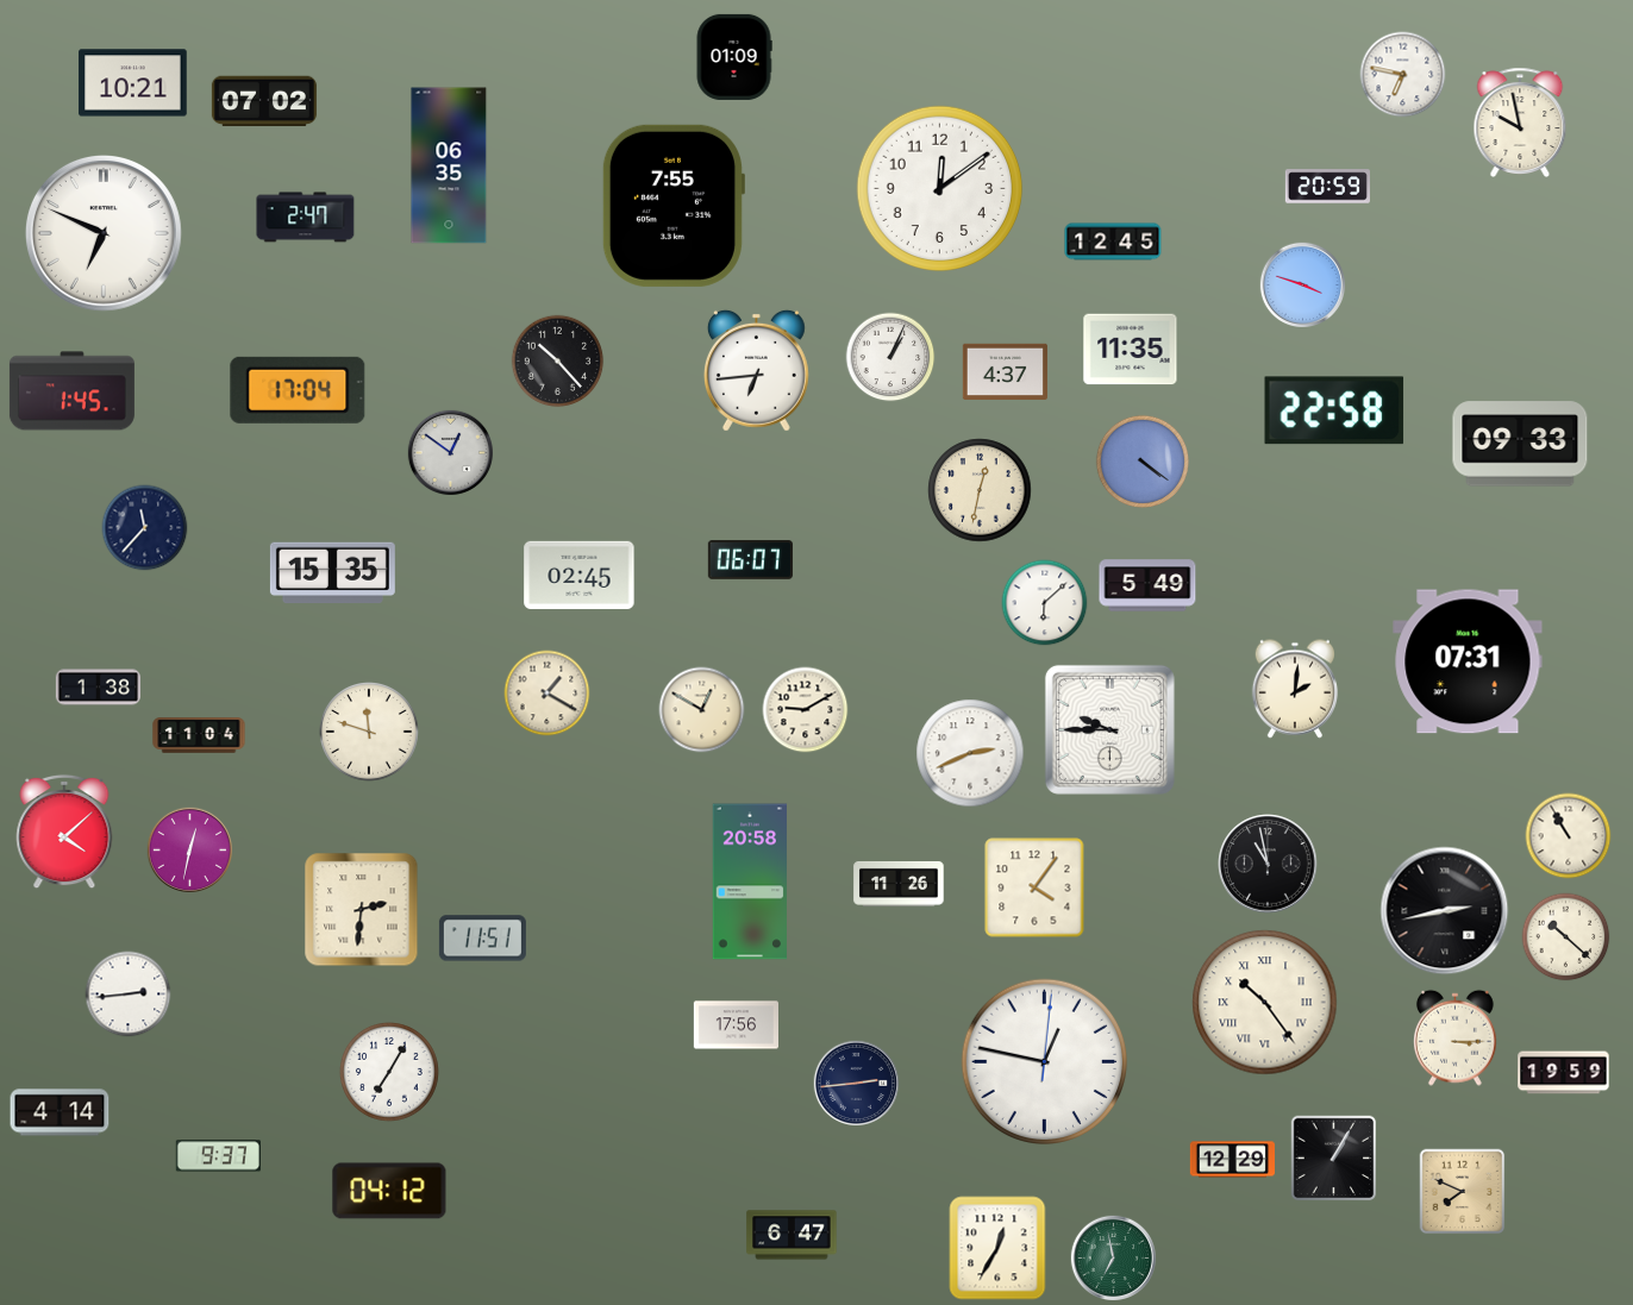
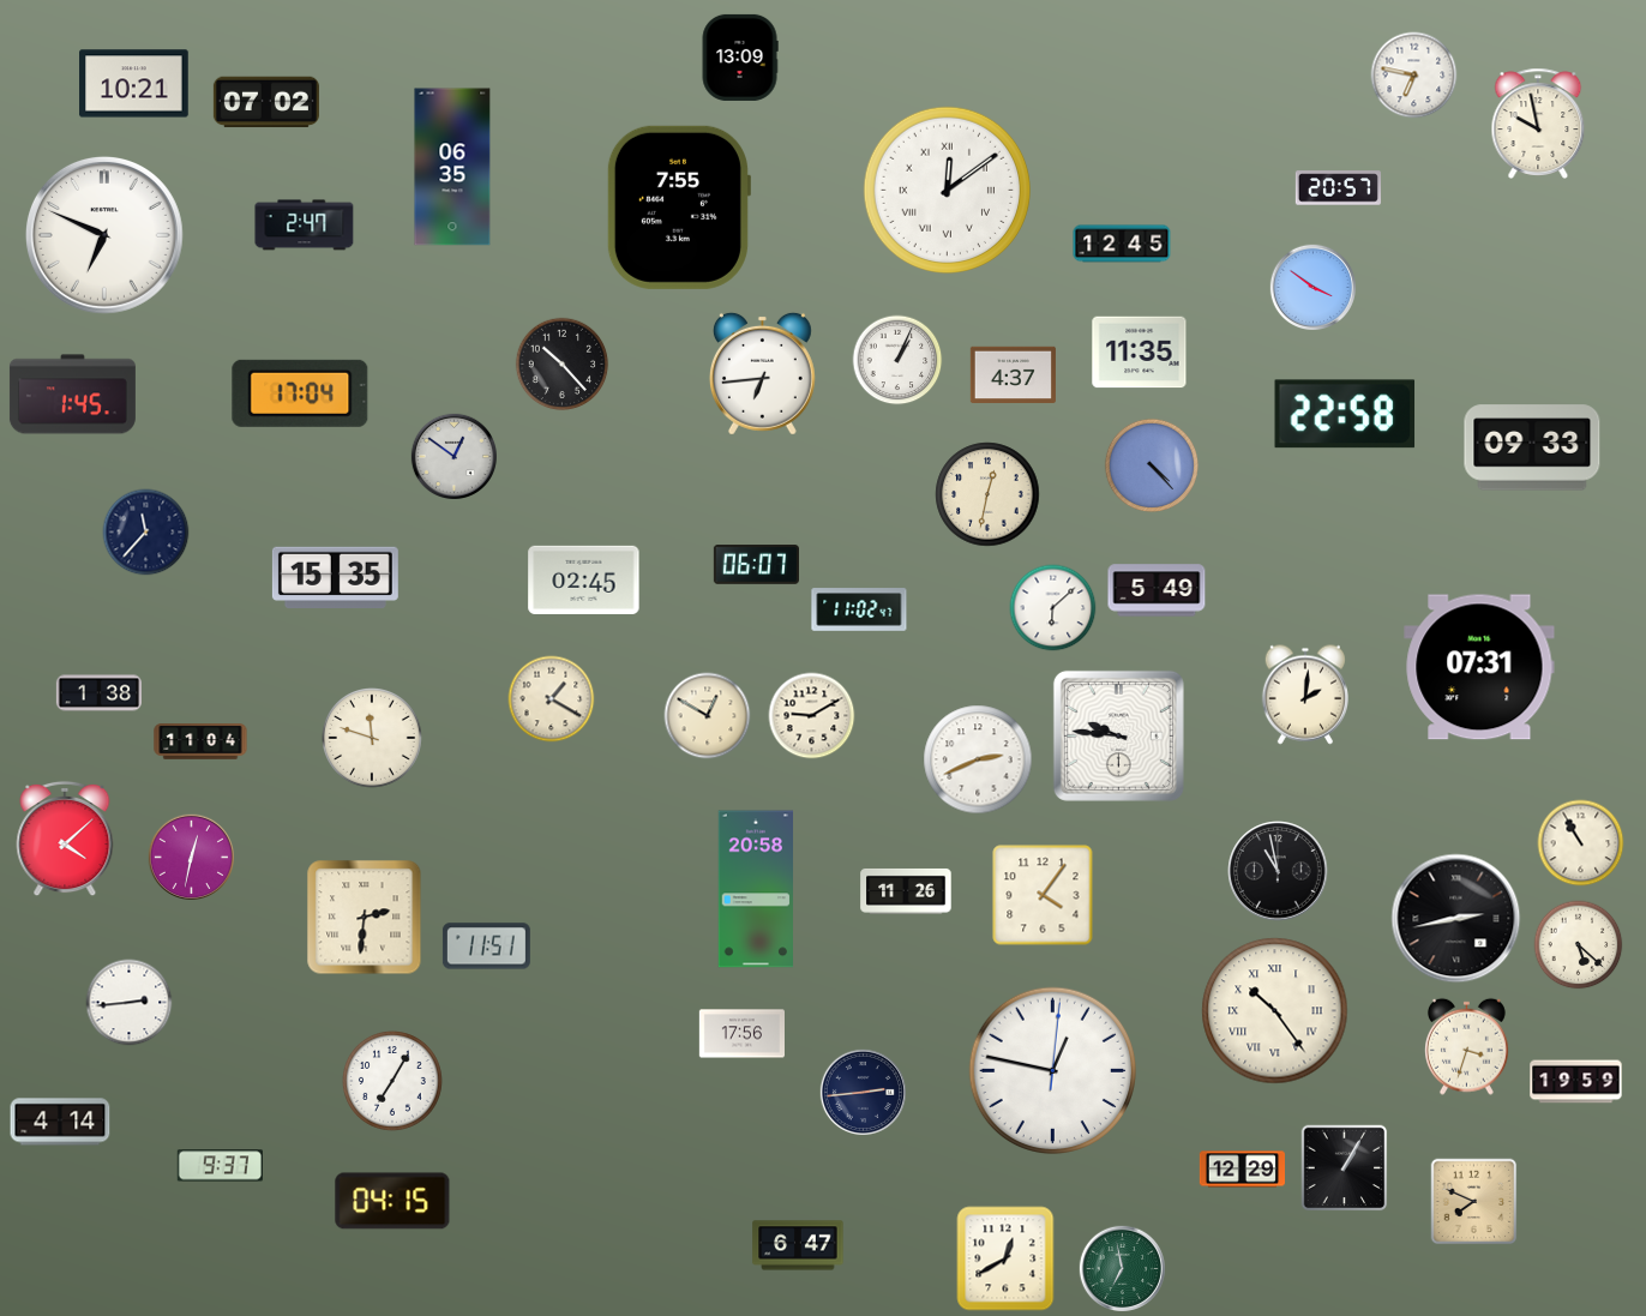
clock at (734, 57): 01:09 -> 13:09
clock at (1520, 123) position: (1520, 123) -> (1538, 124)
clock at (1327, 187): 20:59 -> 20:57
clock at (940, 189) numerals: Arabic -> Roman
clock at (306, 218) position: (306, 218) -> (305, 226)
clock at (1302, 284): 3:48 -> 3:51
clock at (1141, 460): 4:21 -> 4:23
clock at (859, 609): none -> 11:02
clock at (1109, 729): 9:45 -> 9:46
clock at (1566, 937): 10:22 -> 5:22
clock at (1454, 1037): 3:15 -> 3:33
clock at (389, 1191): 04:12 -> 04:15
clock at (997, 1248): 12:35 -> 12:40
